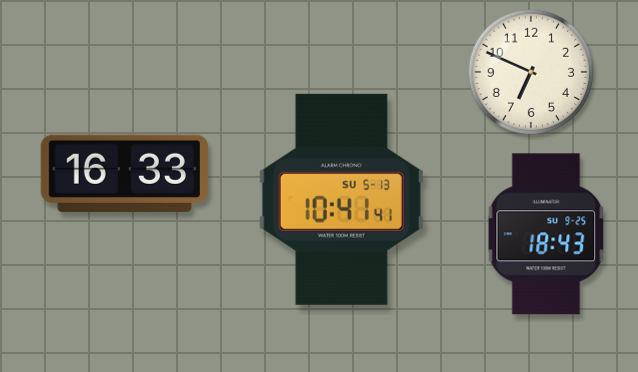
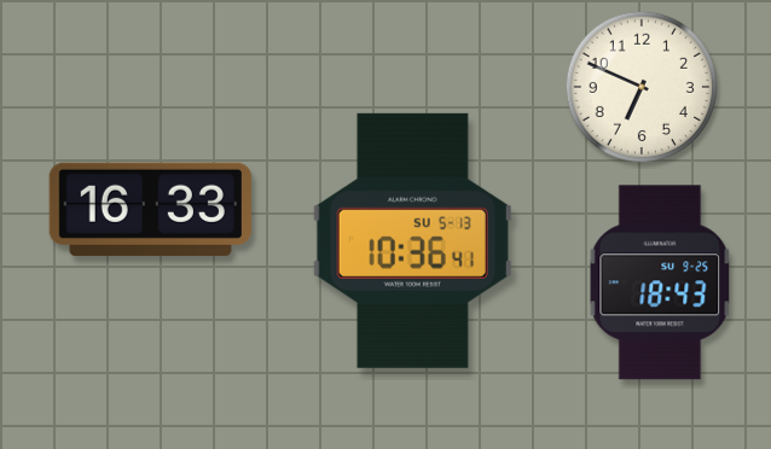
clock at (341, 199): 10:41 -> 10:36
